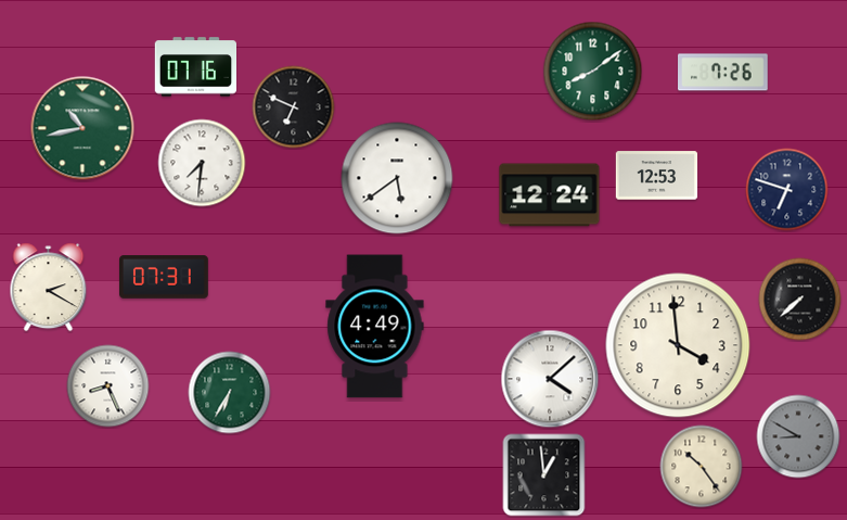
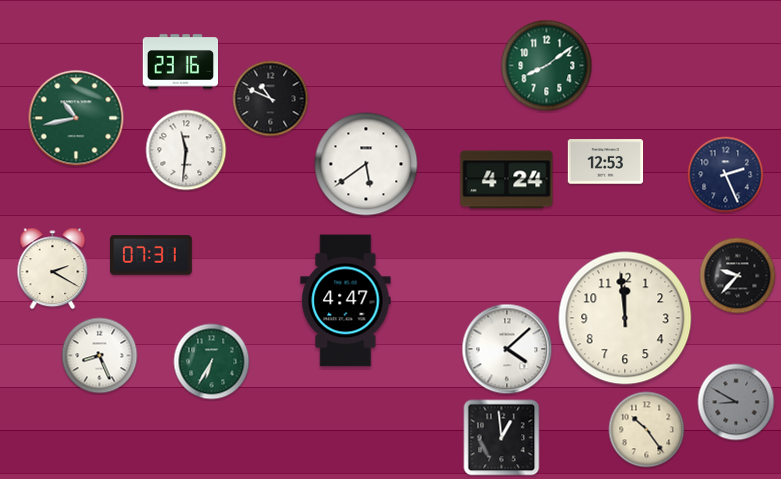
clock at (196, 67): 07:16 -> 23:16
clock at (723, 73): 7:26 -> none
clock at (294, 107): 6:49 -> 10:49
clock at (202, 163): 7:31 -> 11:31
clock at (787, 190): 6:48 -> 2:26
clock at (550, 195): 12:24 -> 4:24
clock at (49, 288) position: (49, 288) -> (53, 269)
clock at (800, 300): 7:38 -> 9:37
clock at (375, 327): 4:49 -> 4:47
clock at (678, 345): 3:59 -> 11:59
